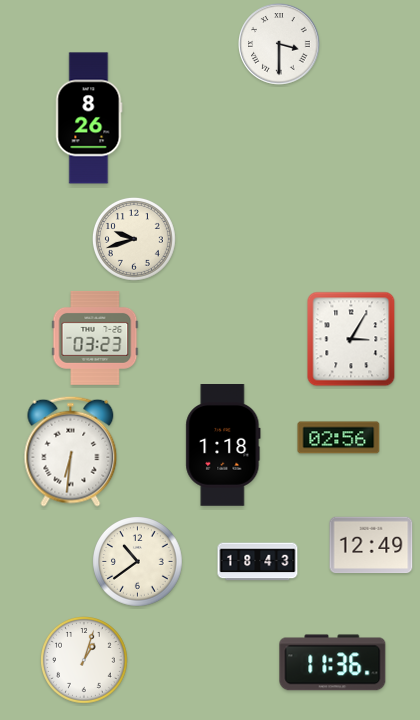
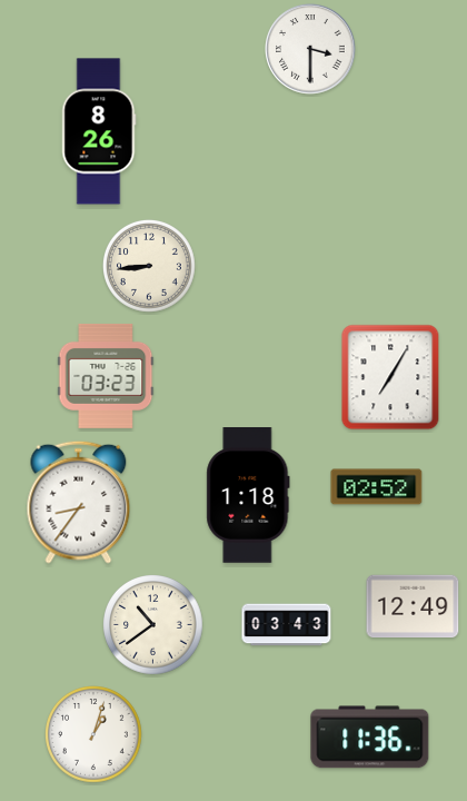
clock at (134, 239): 9:42 -> 8:44
clock at (351, 339): 3:05 -> 7:05
clock at (339, 438): 02:56 -> 02:52
clock at (71, 451): 6:31 -> 8:36
clock at (258, 562): 18:43 -> 03:43
